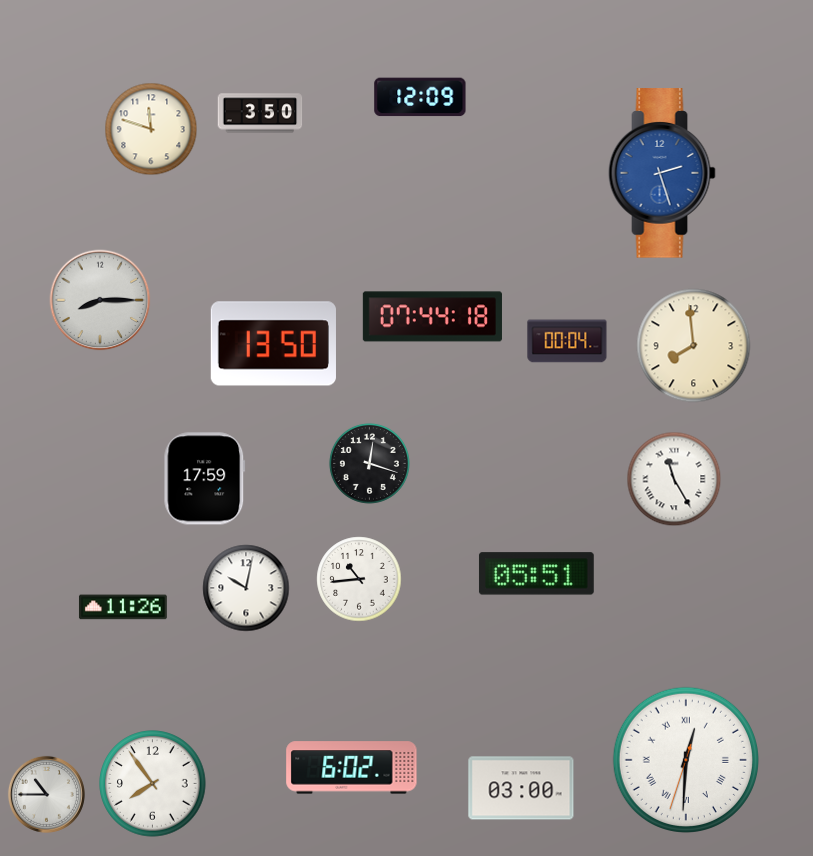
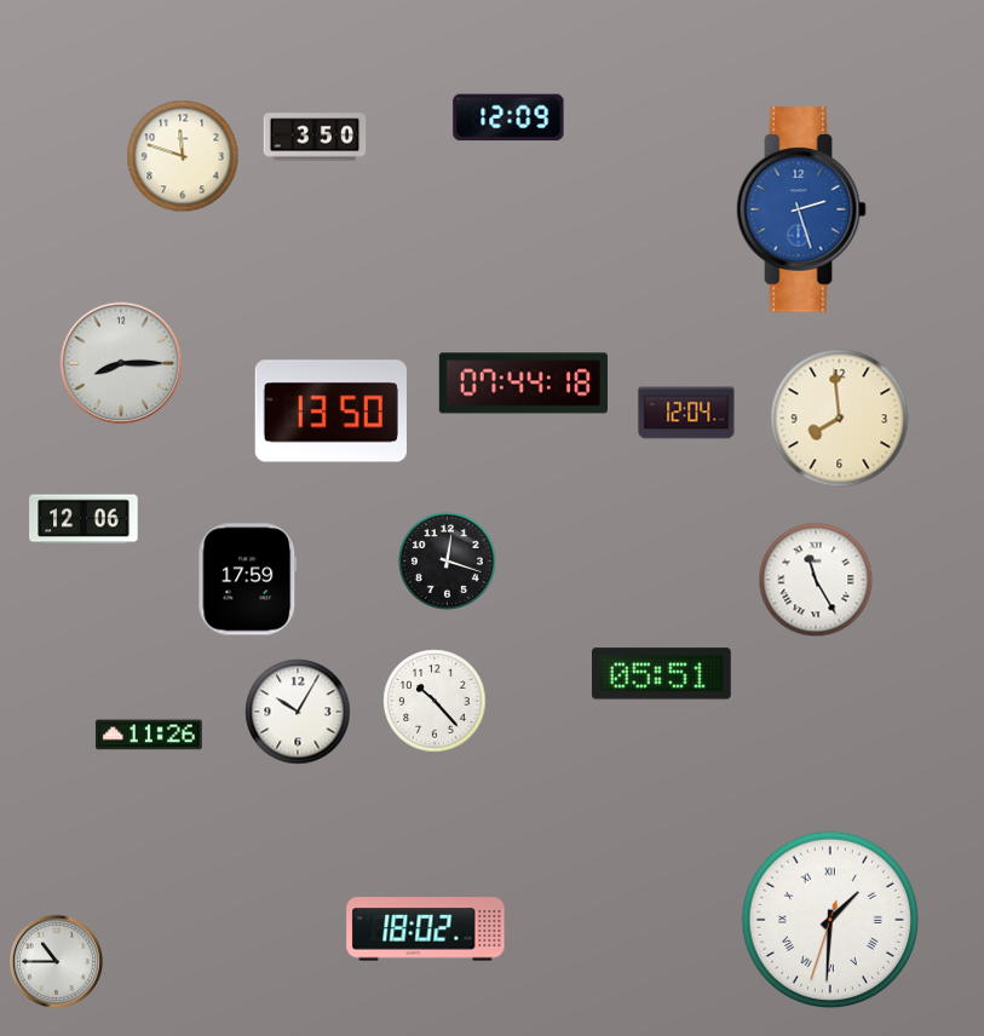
clock at (567, 341): 00:04 -> 12:04
clock at (273, 344) position: (273, 344) -> (330, 411)
clock at (84, 519): none -> 12:06
clock at (536, 574) position: (536, 574) -> (661, 674)
clock at (359, 579): 10:44 -> 10:23
clock at (246, 588): 10:02 -> 10:05
clock at (686, 760): 12:30 -> 1:30
clock at (352, 768): 6:02 -> 18:02
clock at (153, 784): 7:54 -> none
clock at (521, 788): 03:00 -> none
